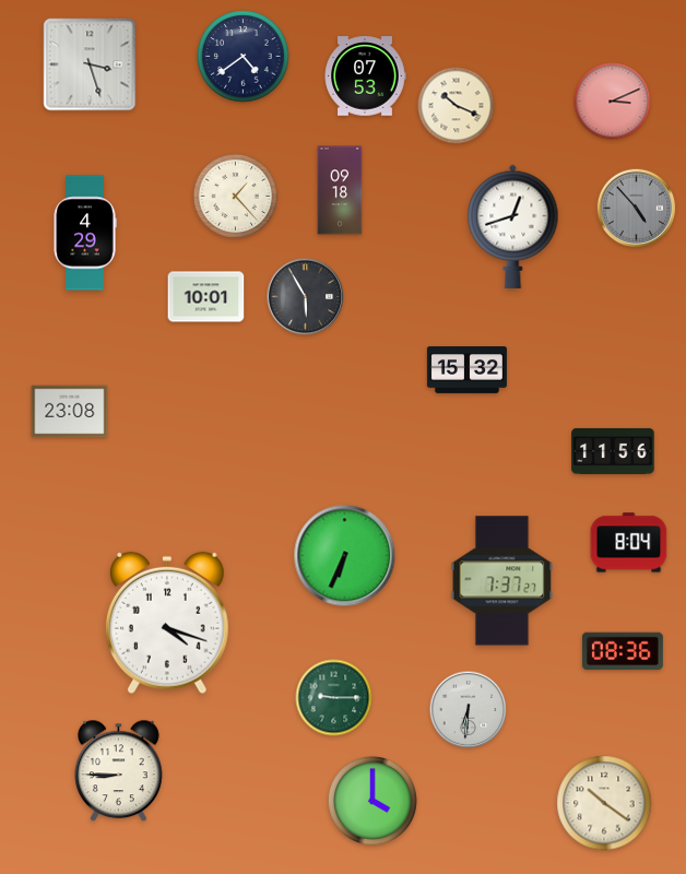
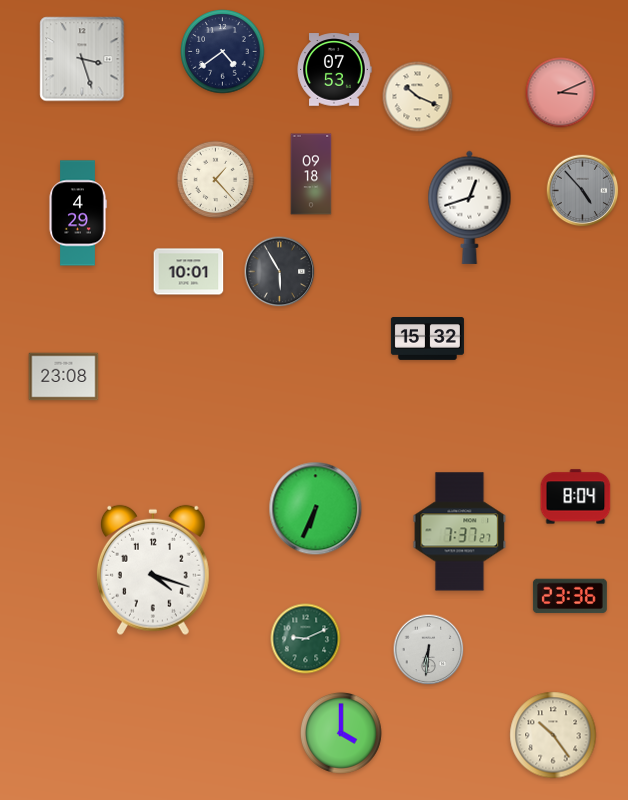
clock at (613, 451): 11:56 -> none
clock at (623, 651): 08:36 -> 23:36
clock at (334, 698): 9:15 -> 9:11
clock at (119, 771): 8:45 -> none
clock at (604, 803): 10:21 -> 10:24
